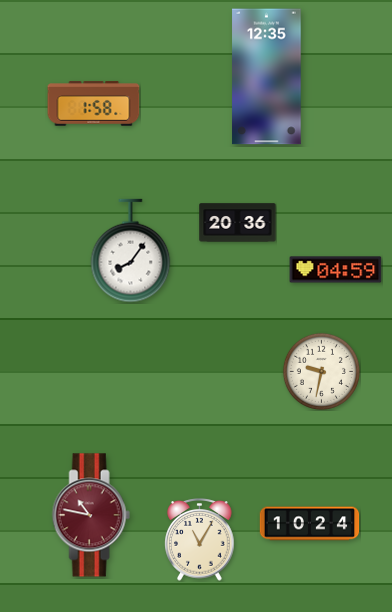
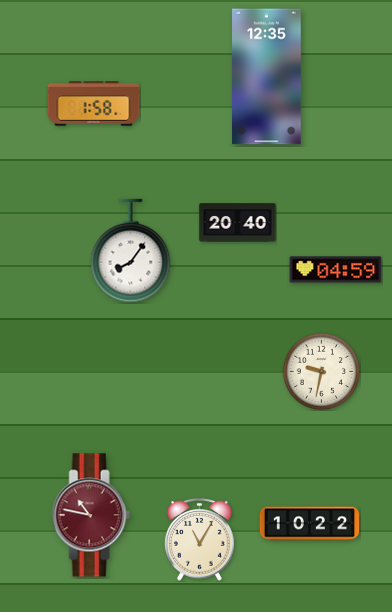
clock at (238, 223): 20:36 -> 20:40
clock at (310, 524): 10:24 -> 10:22
